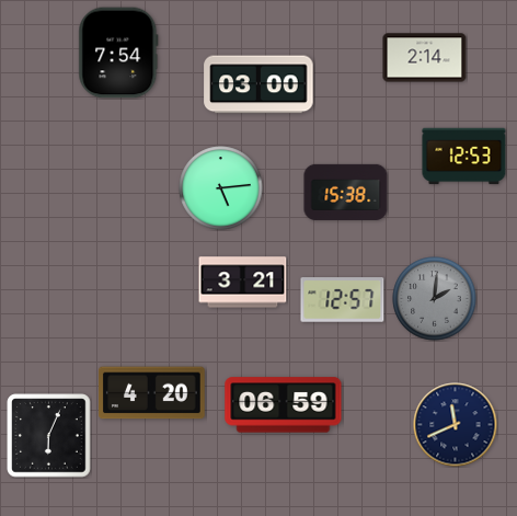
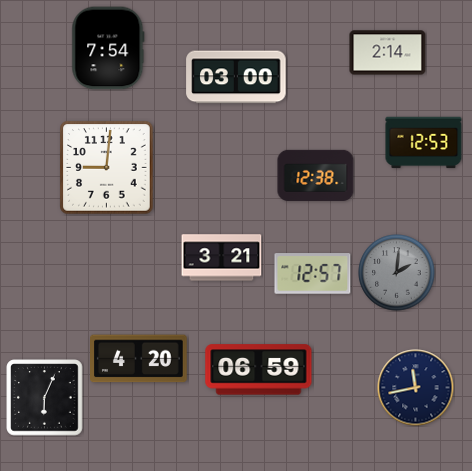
clock at (107, 168): none -> 9:01
clock at (221, 188): 5:14 -> none
clock at (346, 192): 15:38 -> 12:38
clock at (456, 425): 11:41 -> 11:43
